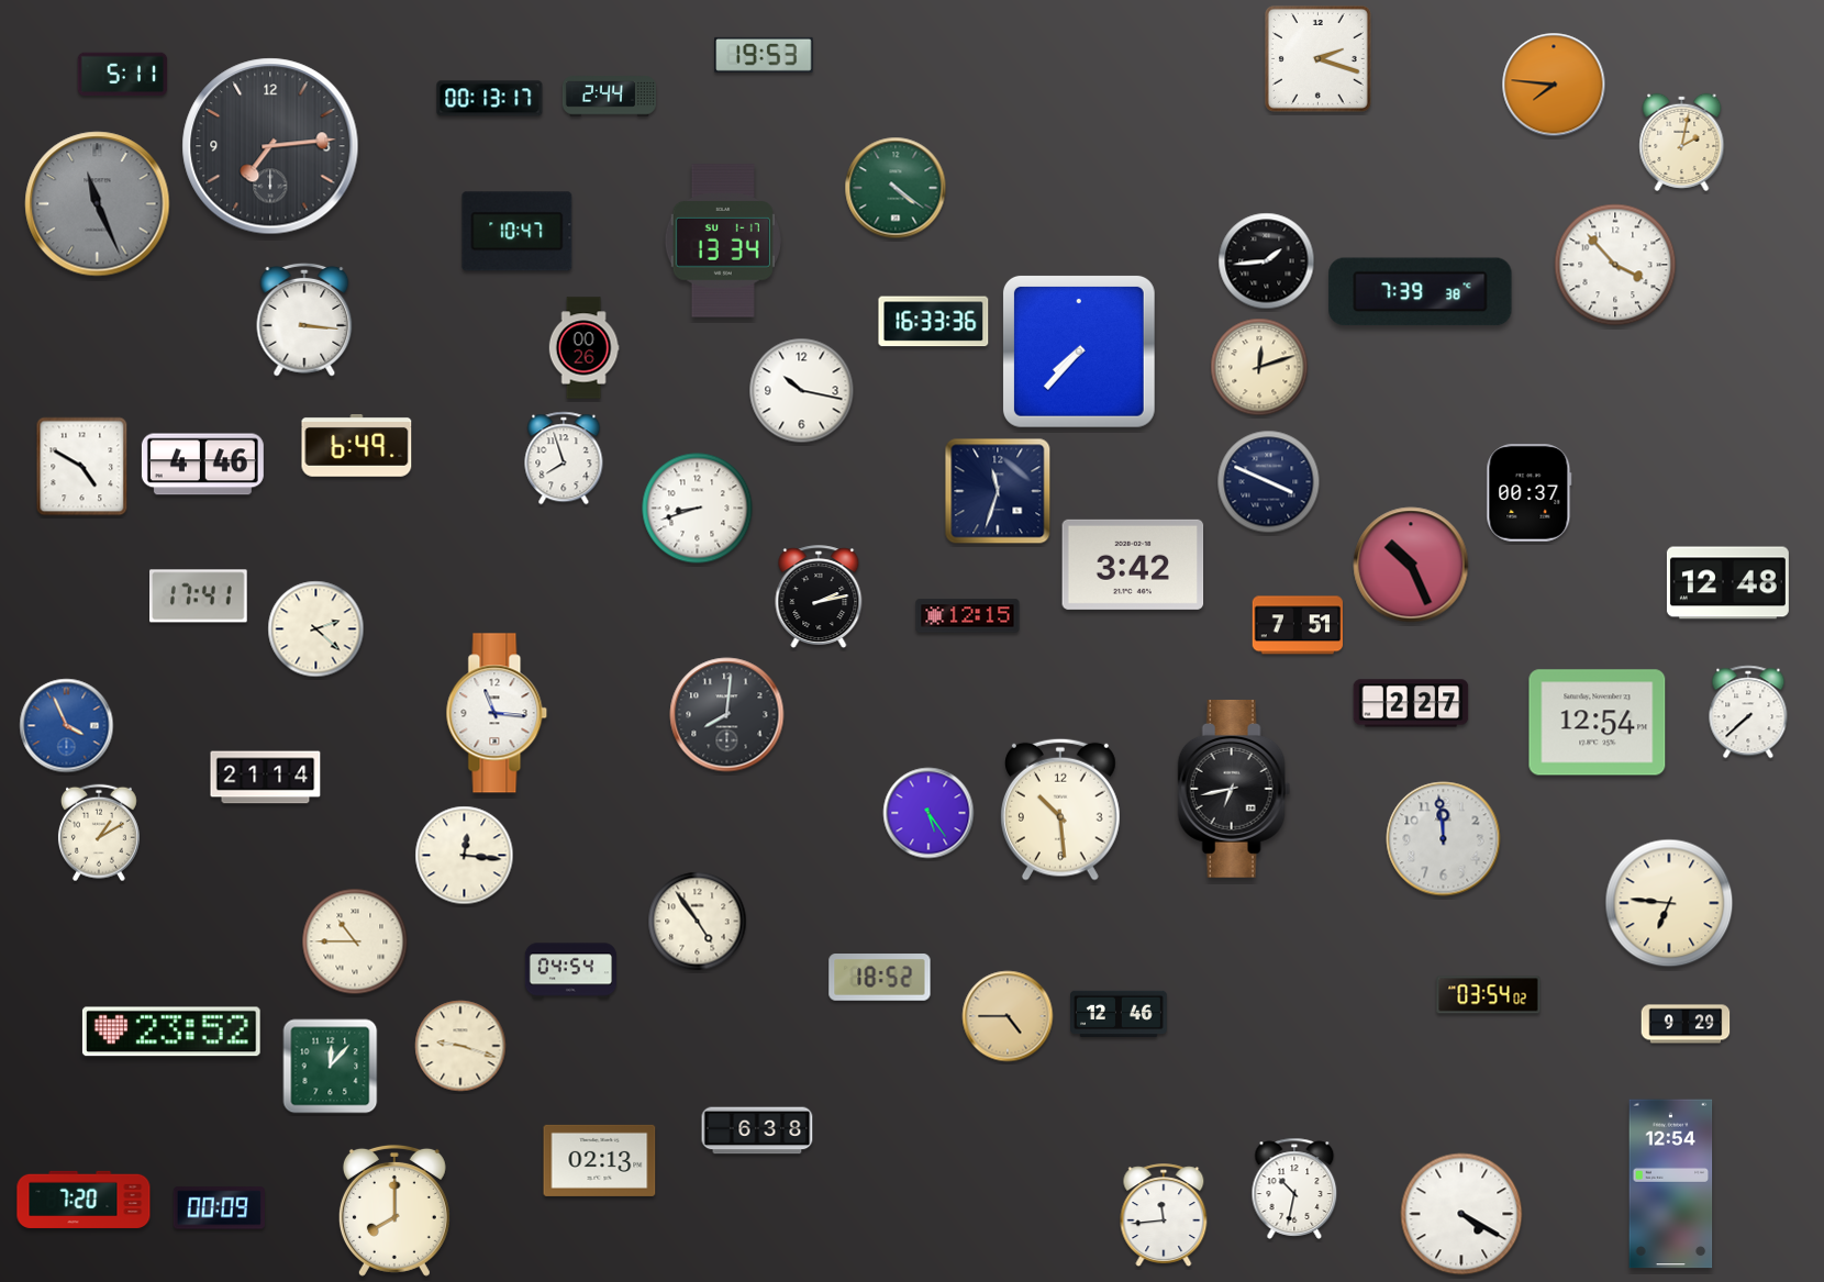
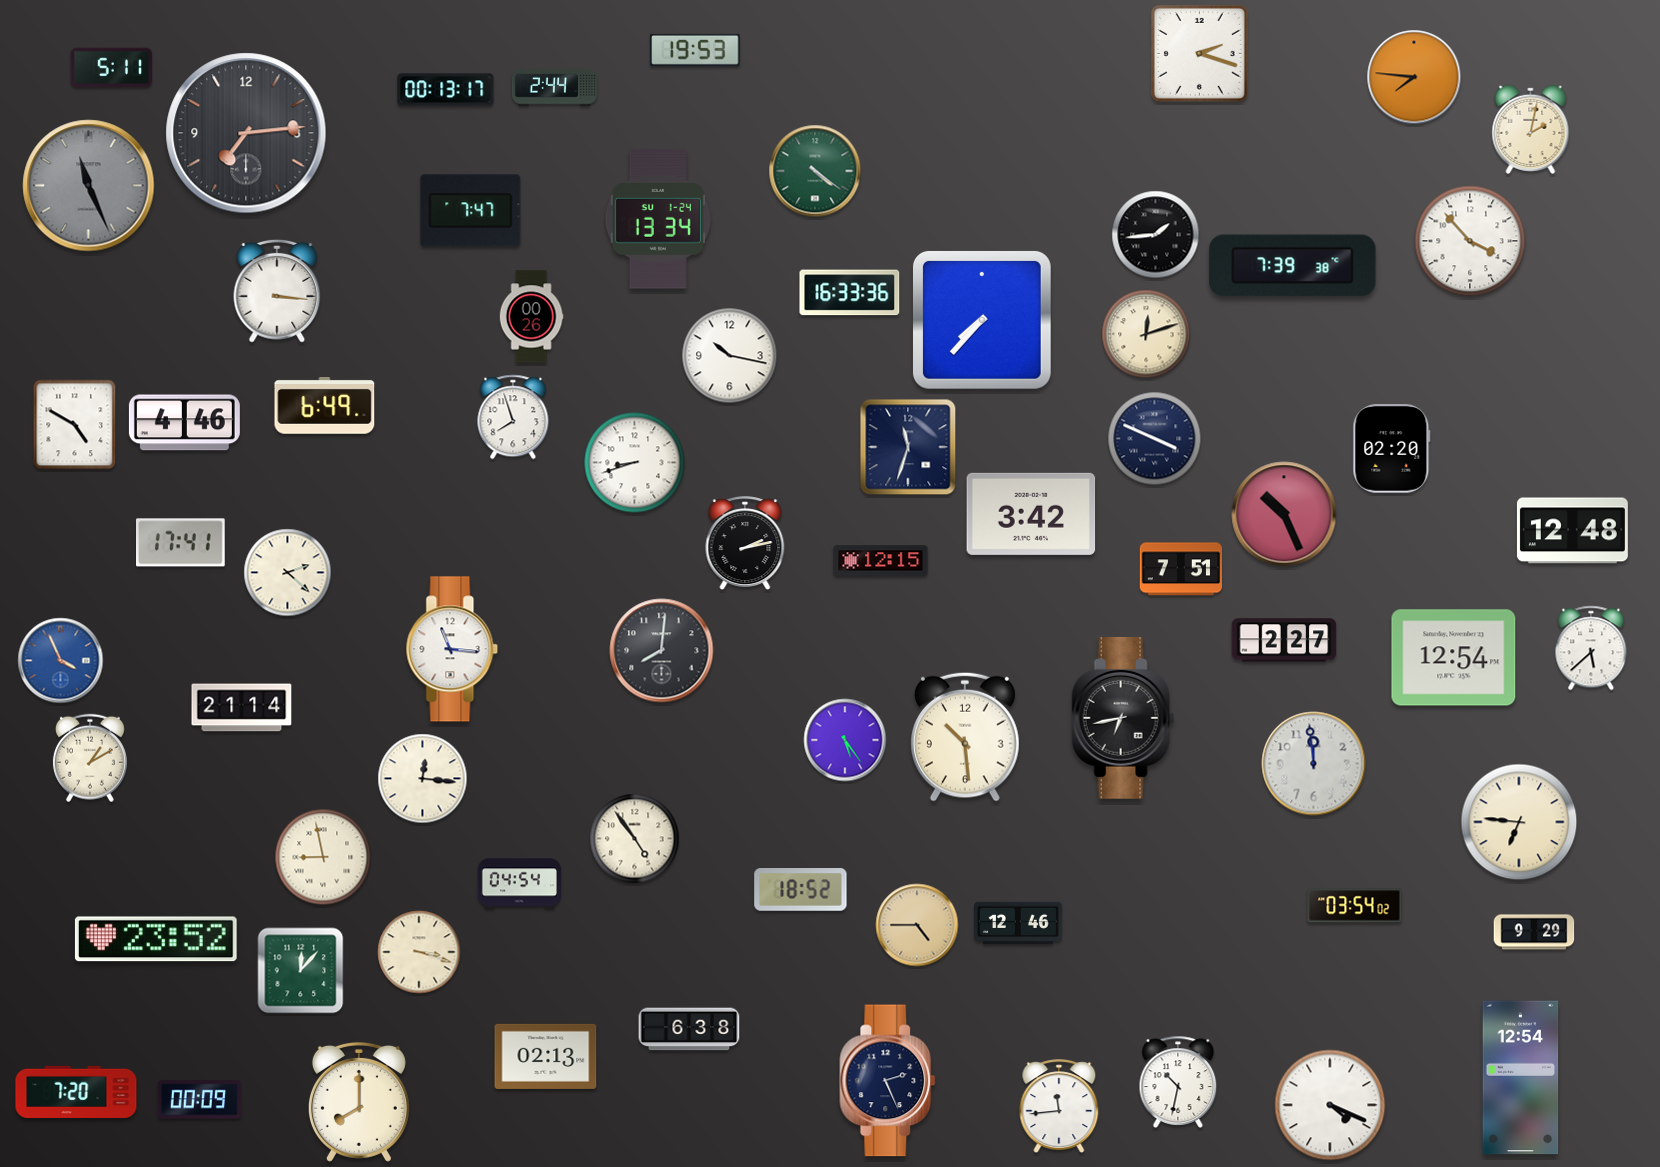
clock at (518, 232): 10:47 -> 7:47
clock at (723, 241) date: SU 1-17 -> SU 1-24
clock at (1267, 261) position: (1267, 261) -> (1156, 235)
clock at (1530, 493): 00:37 -> 02:20
clock at (1748, 712): 7:38 -> 5:38
clock at (355, 941): 10:45 -> 8:58
clock at (460, 1046): 9:18 -> 3:18
clock at (888, 1081): none -> 2:26
clock at (1461, 1214): 4:20 -> 4:19
